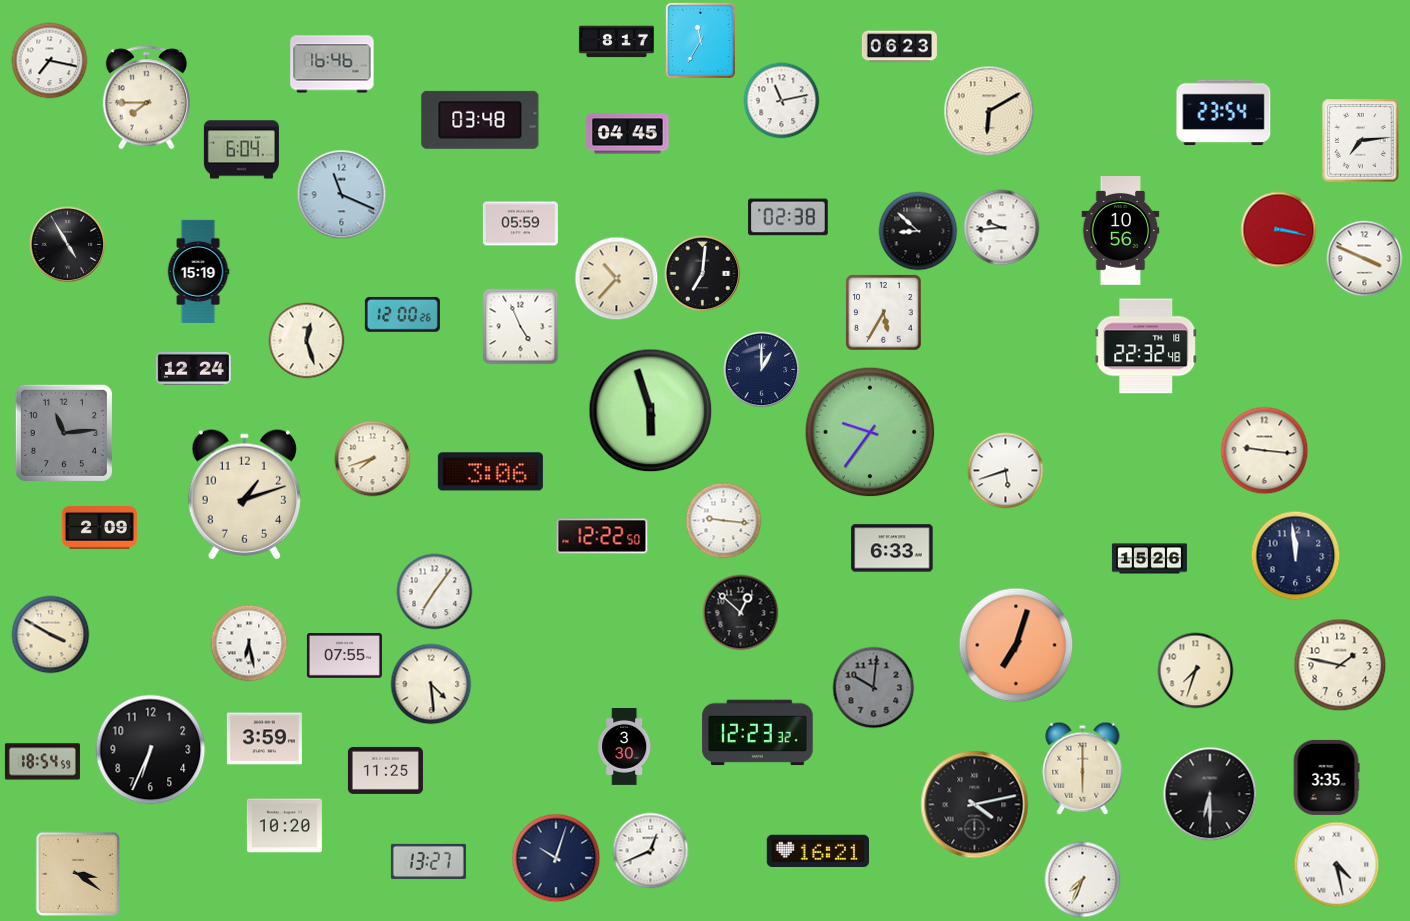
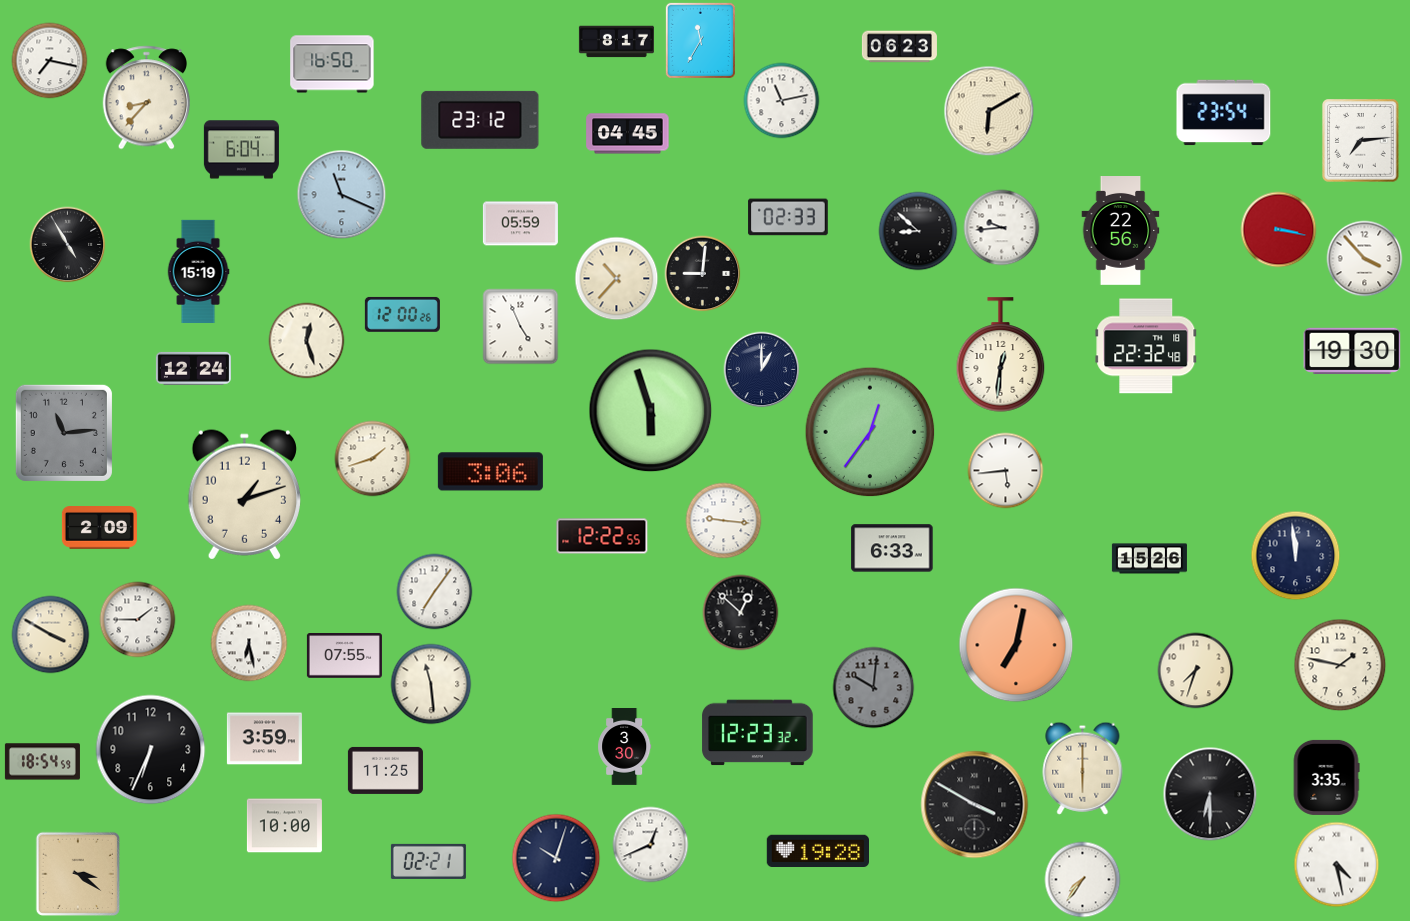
clock at (332, 64): 16:46 -> 16:50
clock at (146, 98): 7:45 -> 8:37
clock at (480, 120): 03:48 -> 23:12
clock at (788, 217): 02:38 -> 02:33
clock at (1121, 231): 10:56 -> 22:56
clock at (1365, 259): 3:49 -> 3:53
clock at (703, 274): 7:01 -> 9:01
clock at (884, 313): 5:35 -> none
clock at (1352, 350): none -> 19:30
clock at (1001, 355): none -> 12:31
clock at (870, 432): 9:36 -> 12:36
clock at (1265, 451): 9:16 -> none
clock at (373, 459): 7:42 -> 1:42
clock at (1006, 471): 5:42 -> 5:44
clock at (602, 536): 12:22:50 -> 12:22:55
clock at (138, 620): none -> 1:45
clock at (1016, 645): 7:03 -> 7:02
clock at (431, 684): 4:29 -> 11:29
clock at (975, 805): 4:13 -> 3:50
clock at (284, 826): 10:20 -> 10:00
clock at (651, 851) position: (651, 851) -> (651, 845)
clock at (817, 851): 16:21 -> 19:28
clock at (428, 861): 13:27 -> 02:21
clock at (1083, 880): 7:34 -> 7:36
